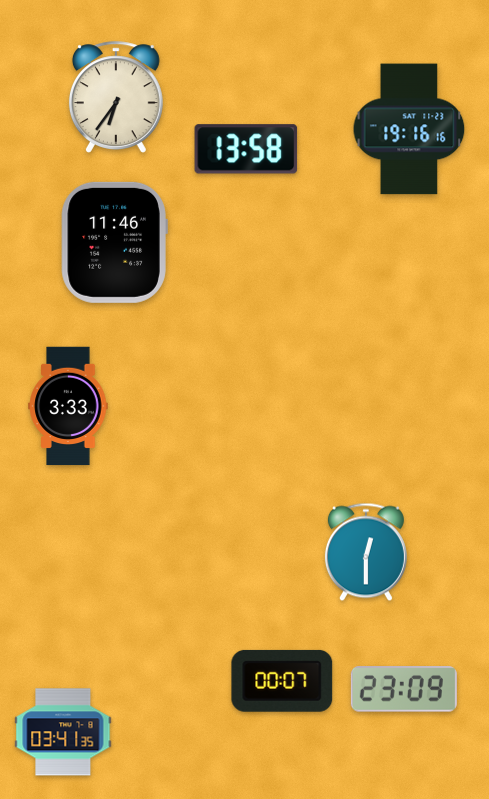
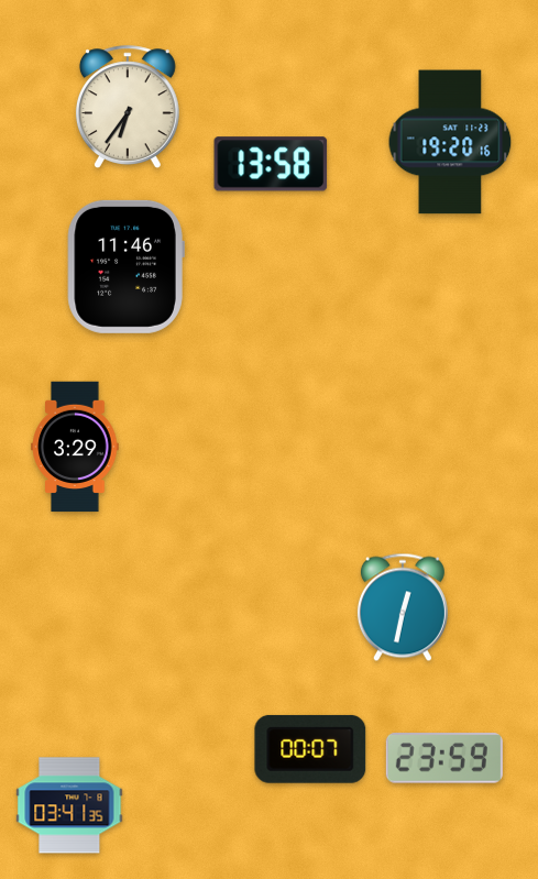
clock at (409, 129): 19:16 -> 19:20
clock at (68, 406): 3:33 -> 3:29
clock at (366, 552): 12:30 -> 12:32
clock at (404, 689): 23:09 -> 23:59
